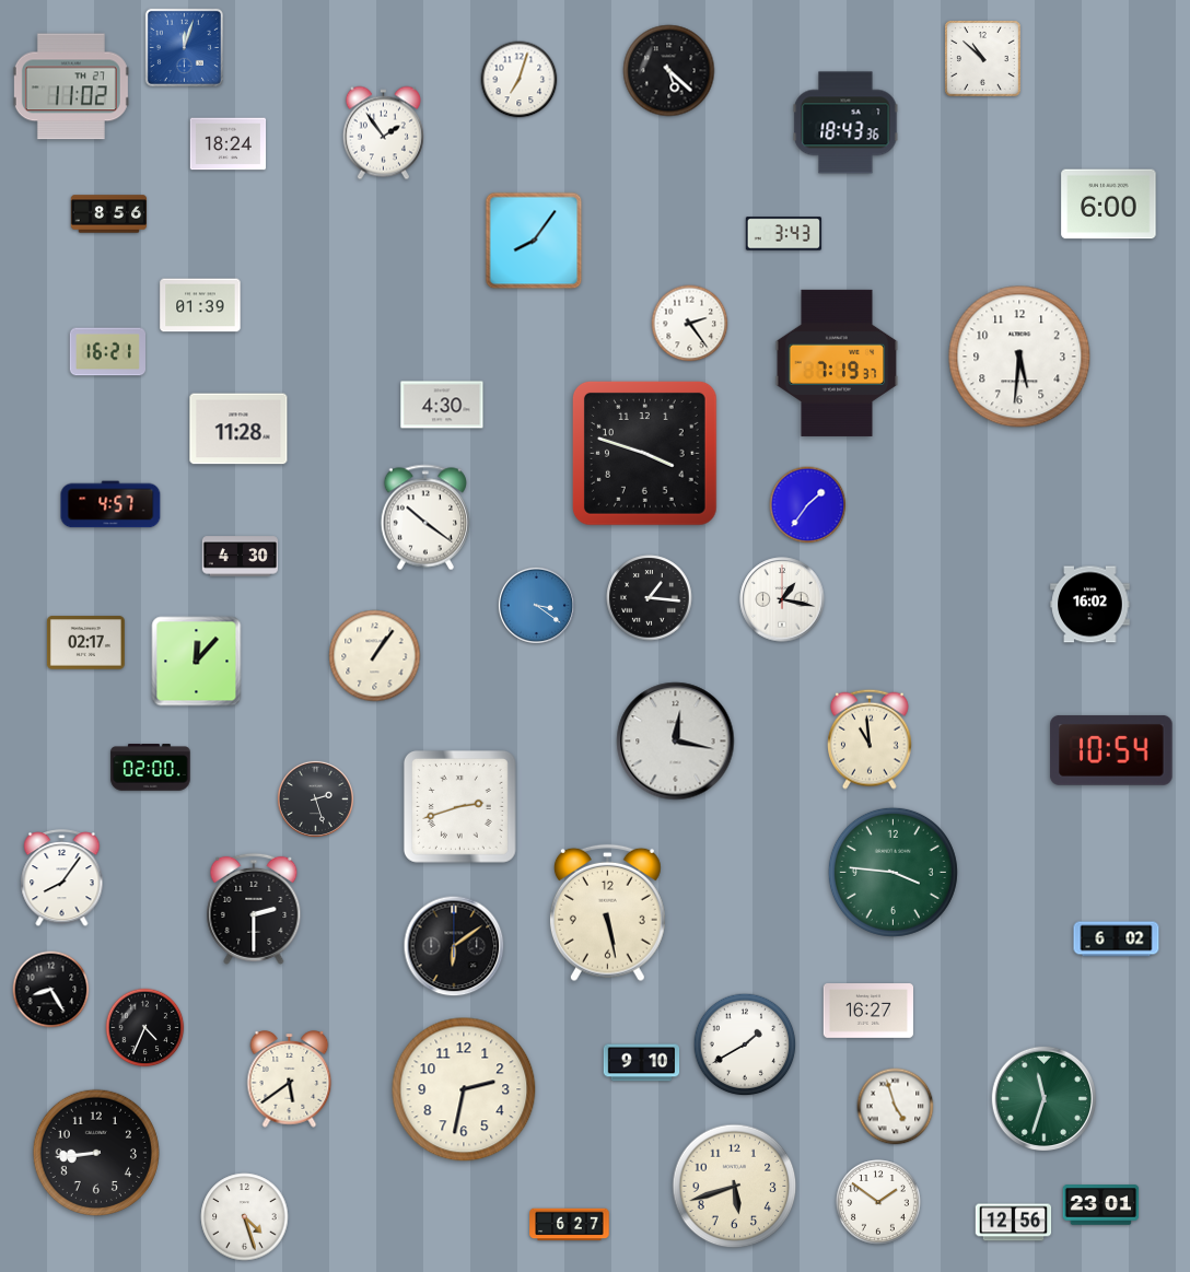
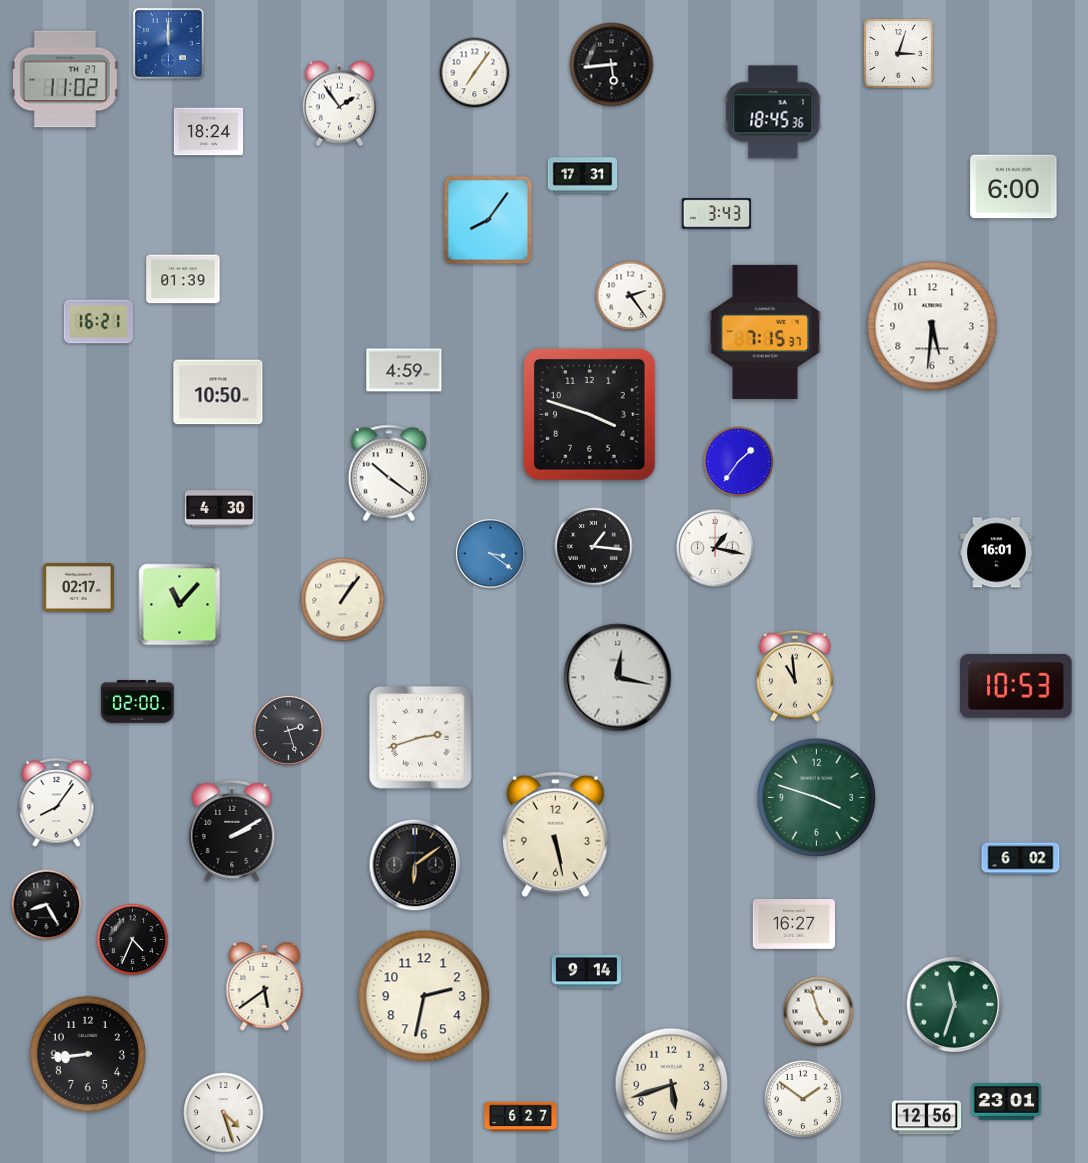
clock at (184, 47): 12:03 -> 12:00
clock at (983, 59): 10:52 -> 3:03
clock at (669, 71): 5:22 -> 5:44
clock at (520, 80): 7:03 -> 7:06
clock at (845, 122): 18:43 -> 18:45
clock at (383, 133) position: (383, 133) -> (339, 104)
clock at (583, 176): none -> 17:31
clock at (109, 214): 8:56 -> none
clock at (837, 363): 7:19 -> 7:15
clock at (442, 405): 4:30 -> 4:59
clock at (238, 429): 11:28 -> 10:50
clock at (110, 504): 4:57 -> none
clock at (1090, 605): 16:02 -> 16:01
clock at (197, 662): 12:07 -> 11:07
clock at (1111, 750): 10:54 -> 10:53
clock at (892, 872): 3:46 -> 3:48
clock at (254, 909): 2:30 -> 2:10
clock at (745, 1045): 1:40 -> none
clock at (642, 1063): 9:10 -> 9:14
clock at (570, 1225) position: (570, 1225) -> (521, 1117)
